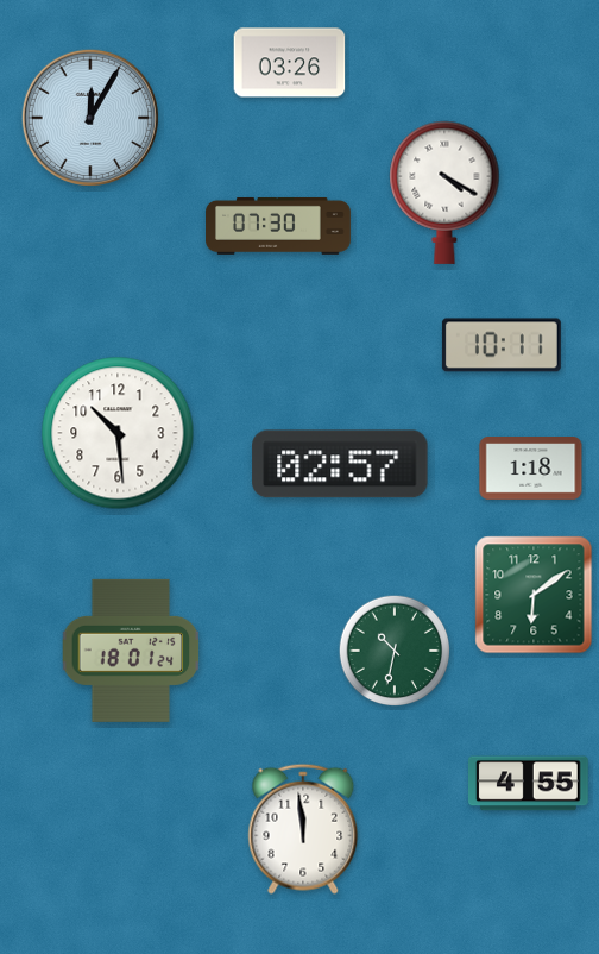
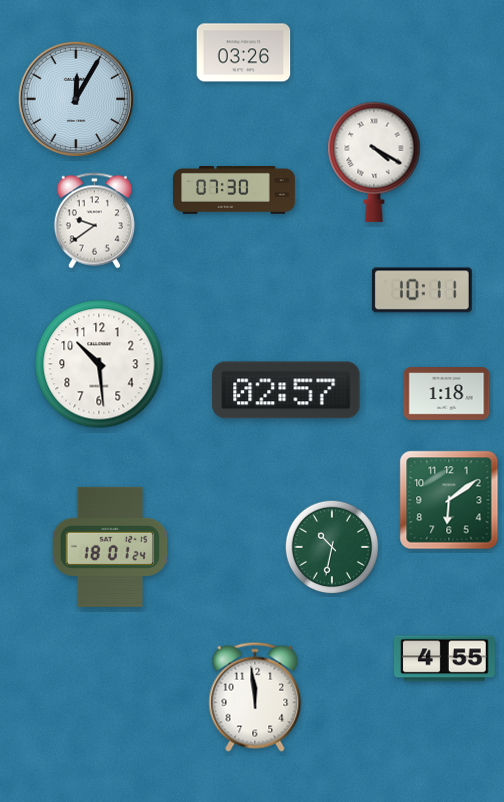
clock at (94, 221): none -> 9:39
